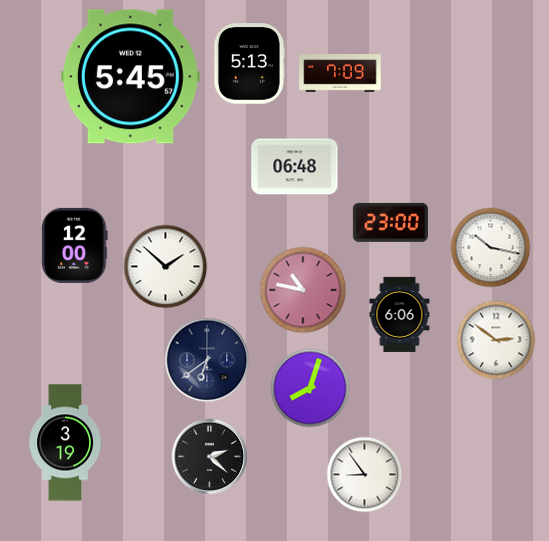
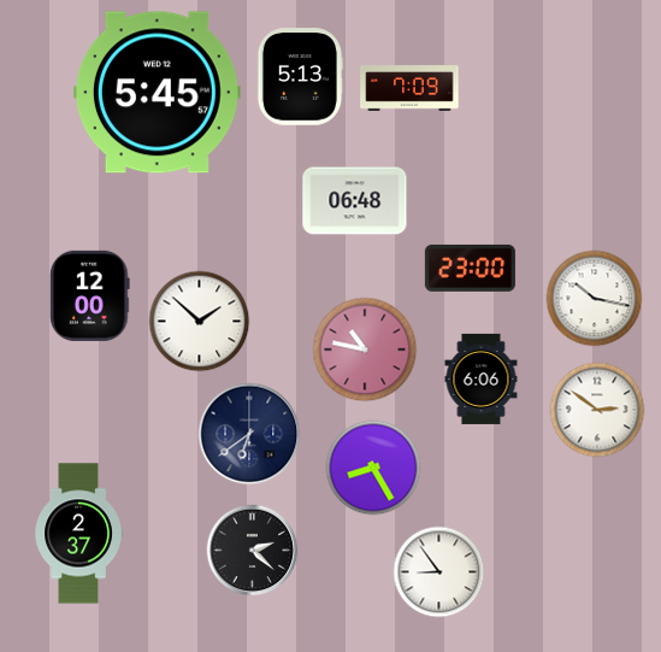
clock at (491, 248) position: (491, 248) -> (595, 299)
clock at (310, 388): 8:03 -> 8:25
clock at (65, 443): 3:19 -> 2:37
